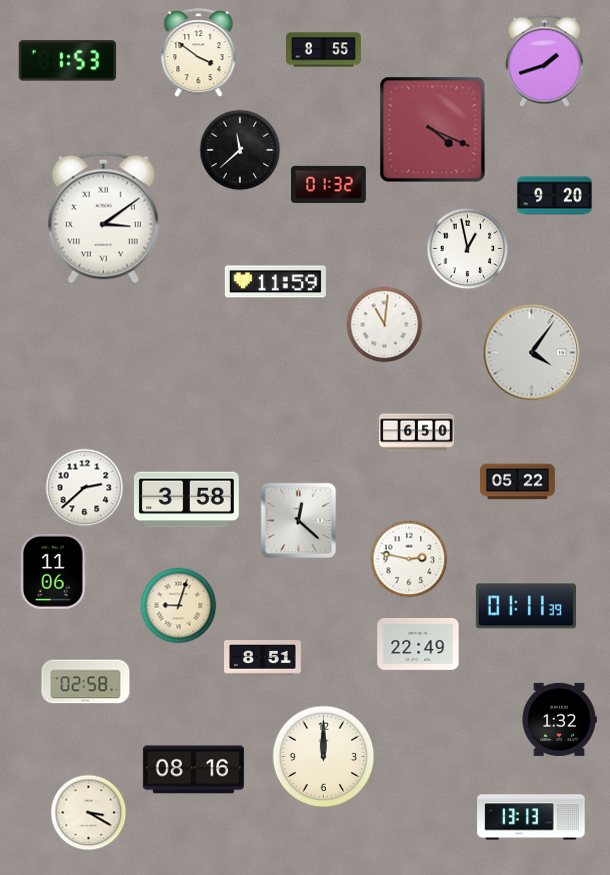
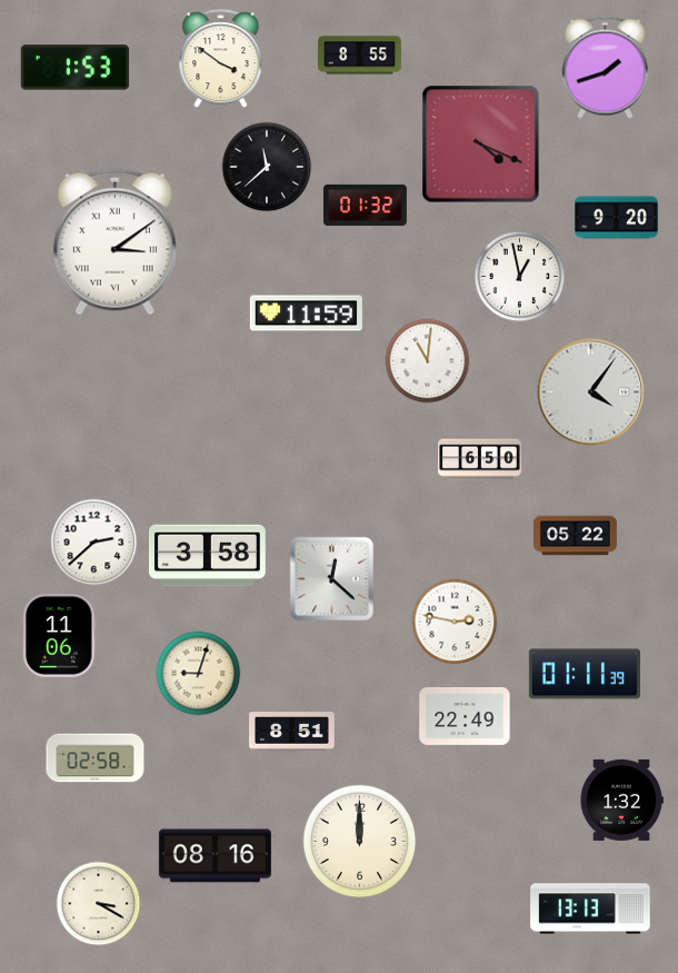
clock at (417, 433) position: (417, 433) -> (480, 460)
